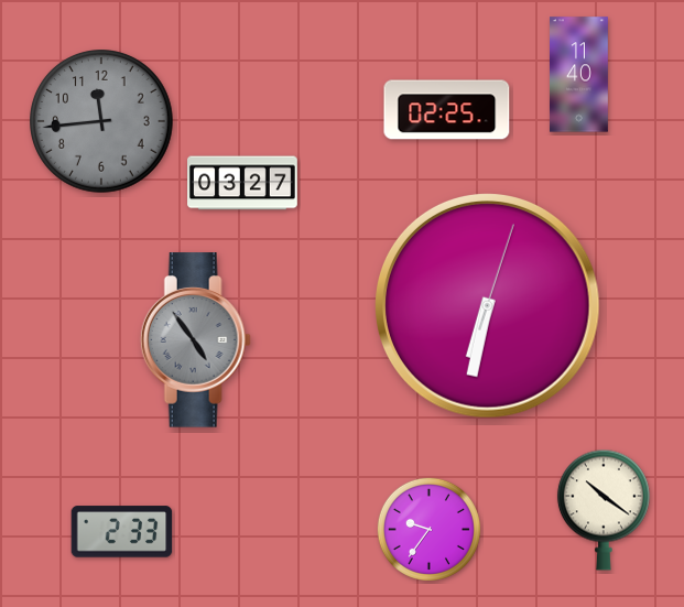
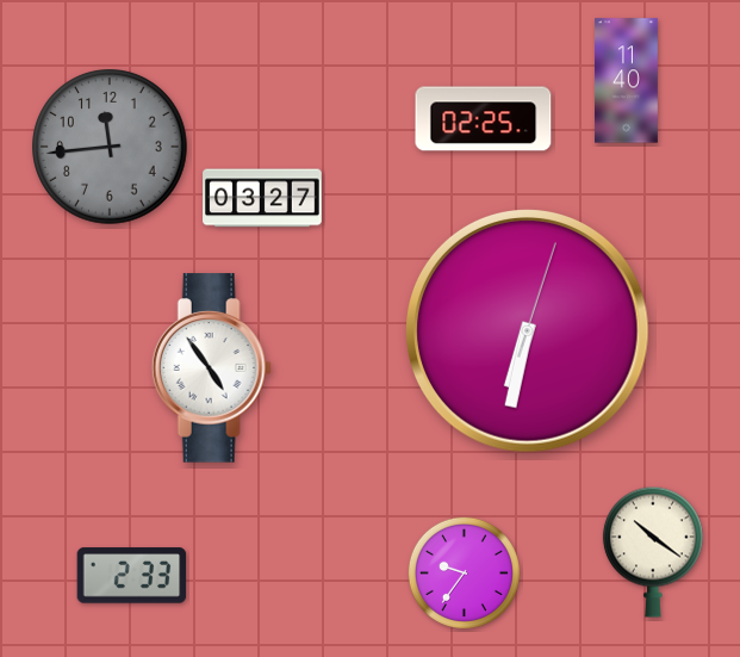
clock at (102, 122) position: (102, 122) -> (111, 148)
clock at (195, 340) dial: grey -> white
